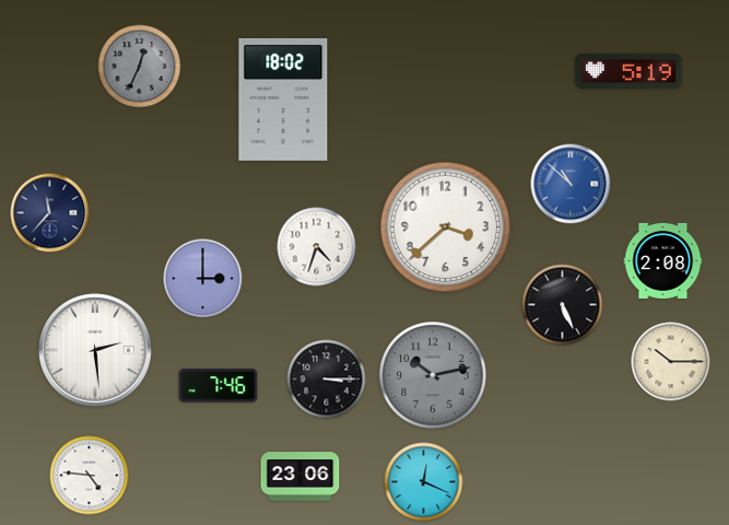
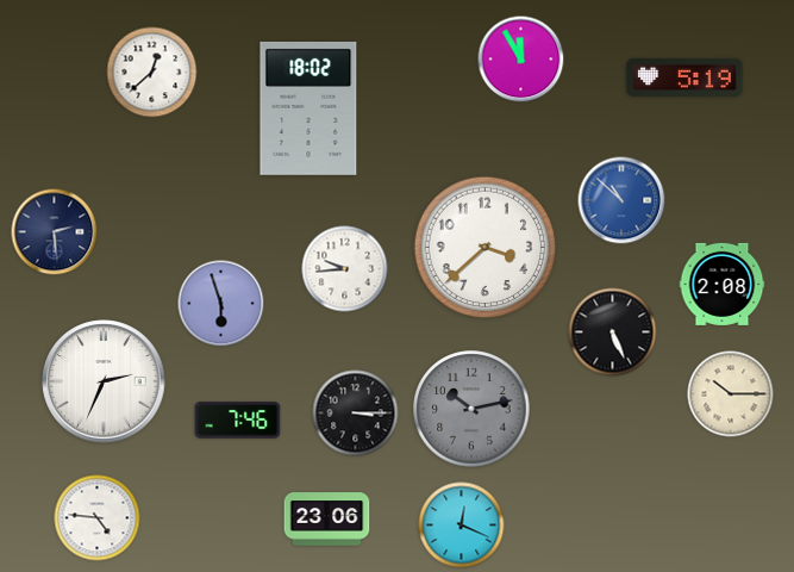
clock at (521, 60): none -> 11:55
clock at (140, 67): 12:34 -> 12:38
clock at (140, 67) dial: grey -> white
clock at (50, 213): 11:37 -> 2:29
clock at (317, 247): 4:33 -> 9:44
clock at (203, 279): 3:00 -> 5:57
clock at (95, 350): 2:29 -> 2:34
